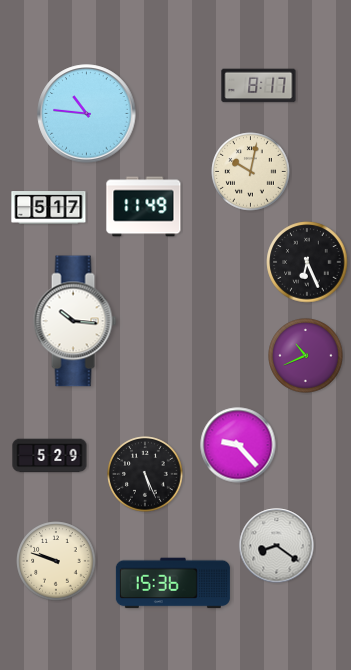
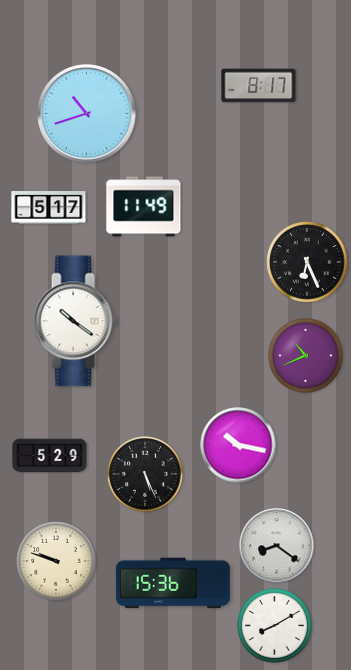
clock at (87, 114): 10:46 -> 10:42
clock at (251, 172): 10:02 -> none
clock at (75, 321): 10:16 -> 10:21
clock at (238, 445): 9:23 -> 10:17
clock at (275, 626): none -> 8:10
